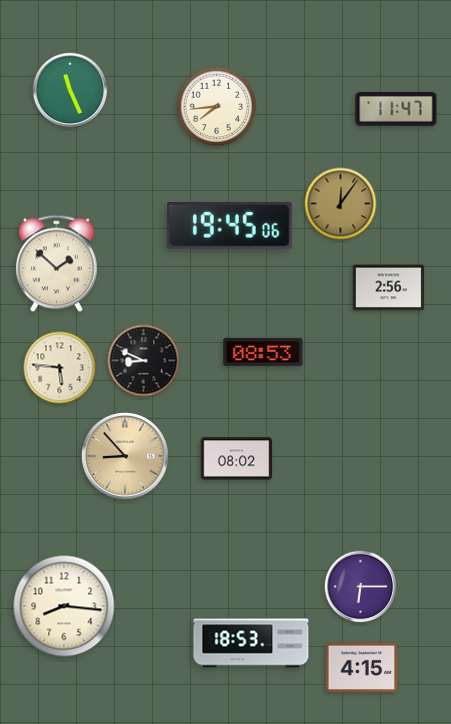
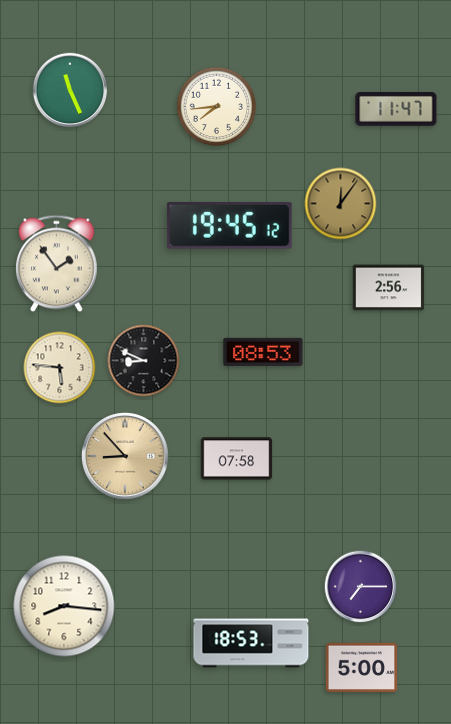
clock at (229, 226): 19:45:06 -> 19:45:12
clock at (57, 264): 1:52 -> 1:54
clock at (237, 459): 08:02 -> 07:58
clock at (361, 587): 6:15 -> 7:15
clock at (362, 667): 4:15 -> 5:00
